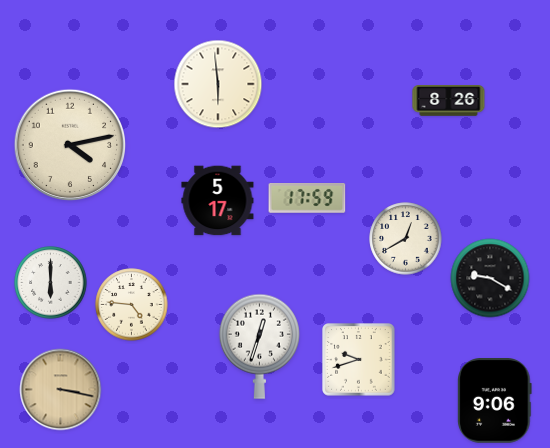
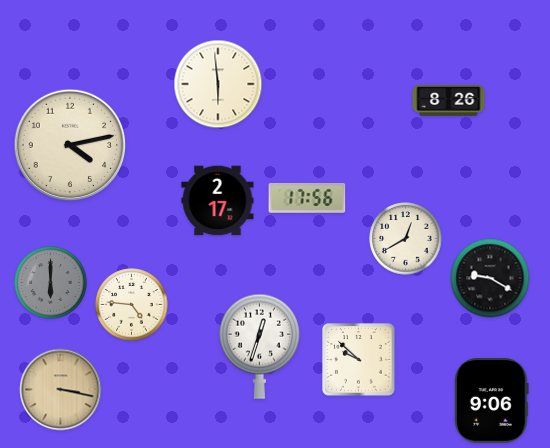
clock at (307, 199): 17:59 -> 17:56
clock at (218, 201): 5:17 -> 2:17
clock at (51, 283) dial: white -> grey
clock at (359, 360): 9:42 -> 9:52
clock at (495, 401) position: (495, 401) -> (492, 401)
